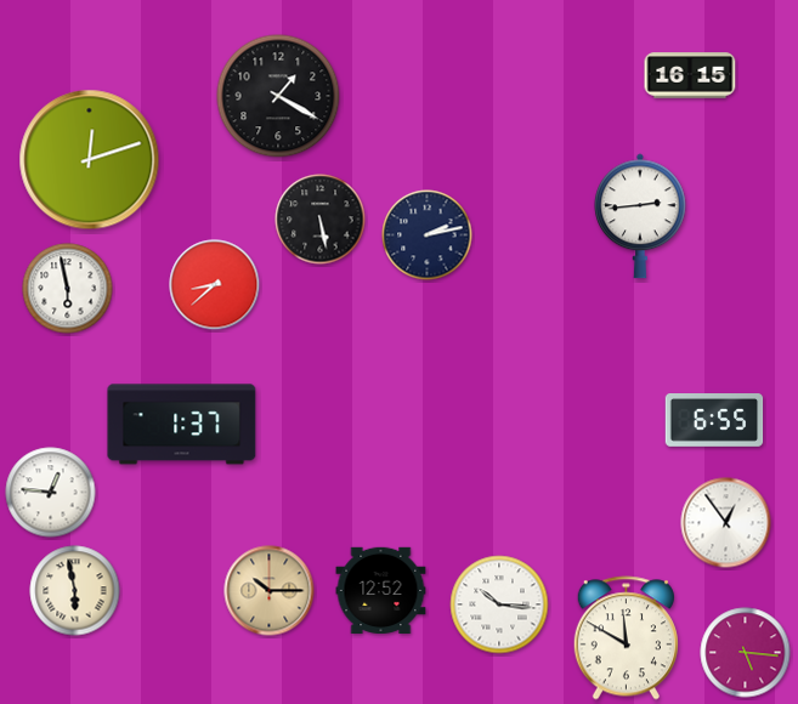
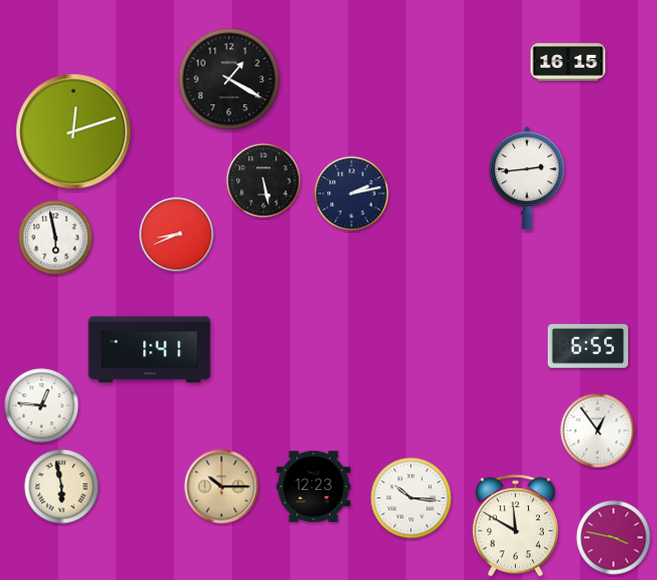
clock at (215, 285): 8:38 -> 8:41
clock at (182, 425): 1:37 -> 1:41
clock at (381, 590): 12:52 -> 12:23
clock at (746, 653): 5:16 -> 3:47
